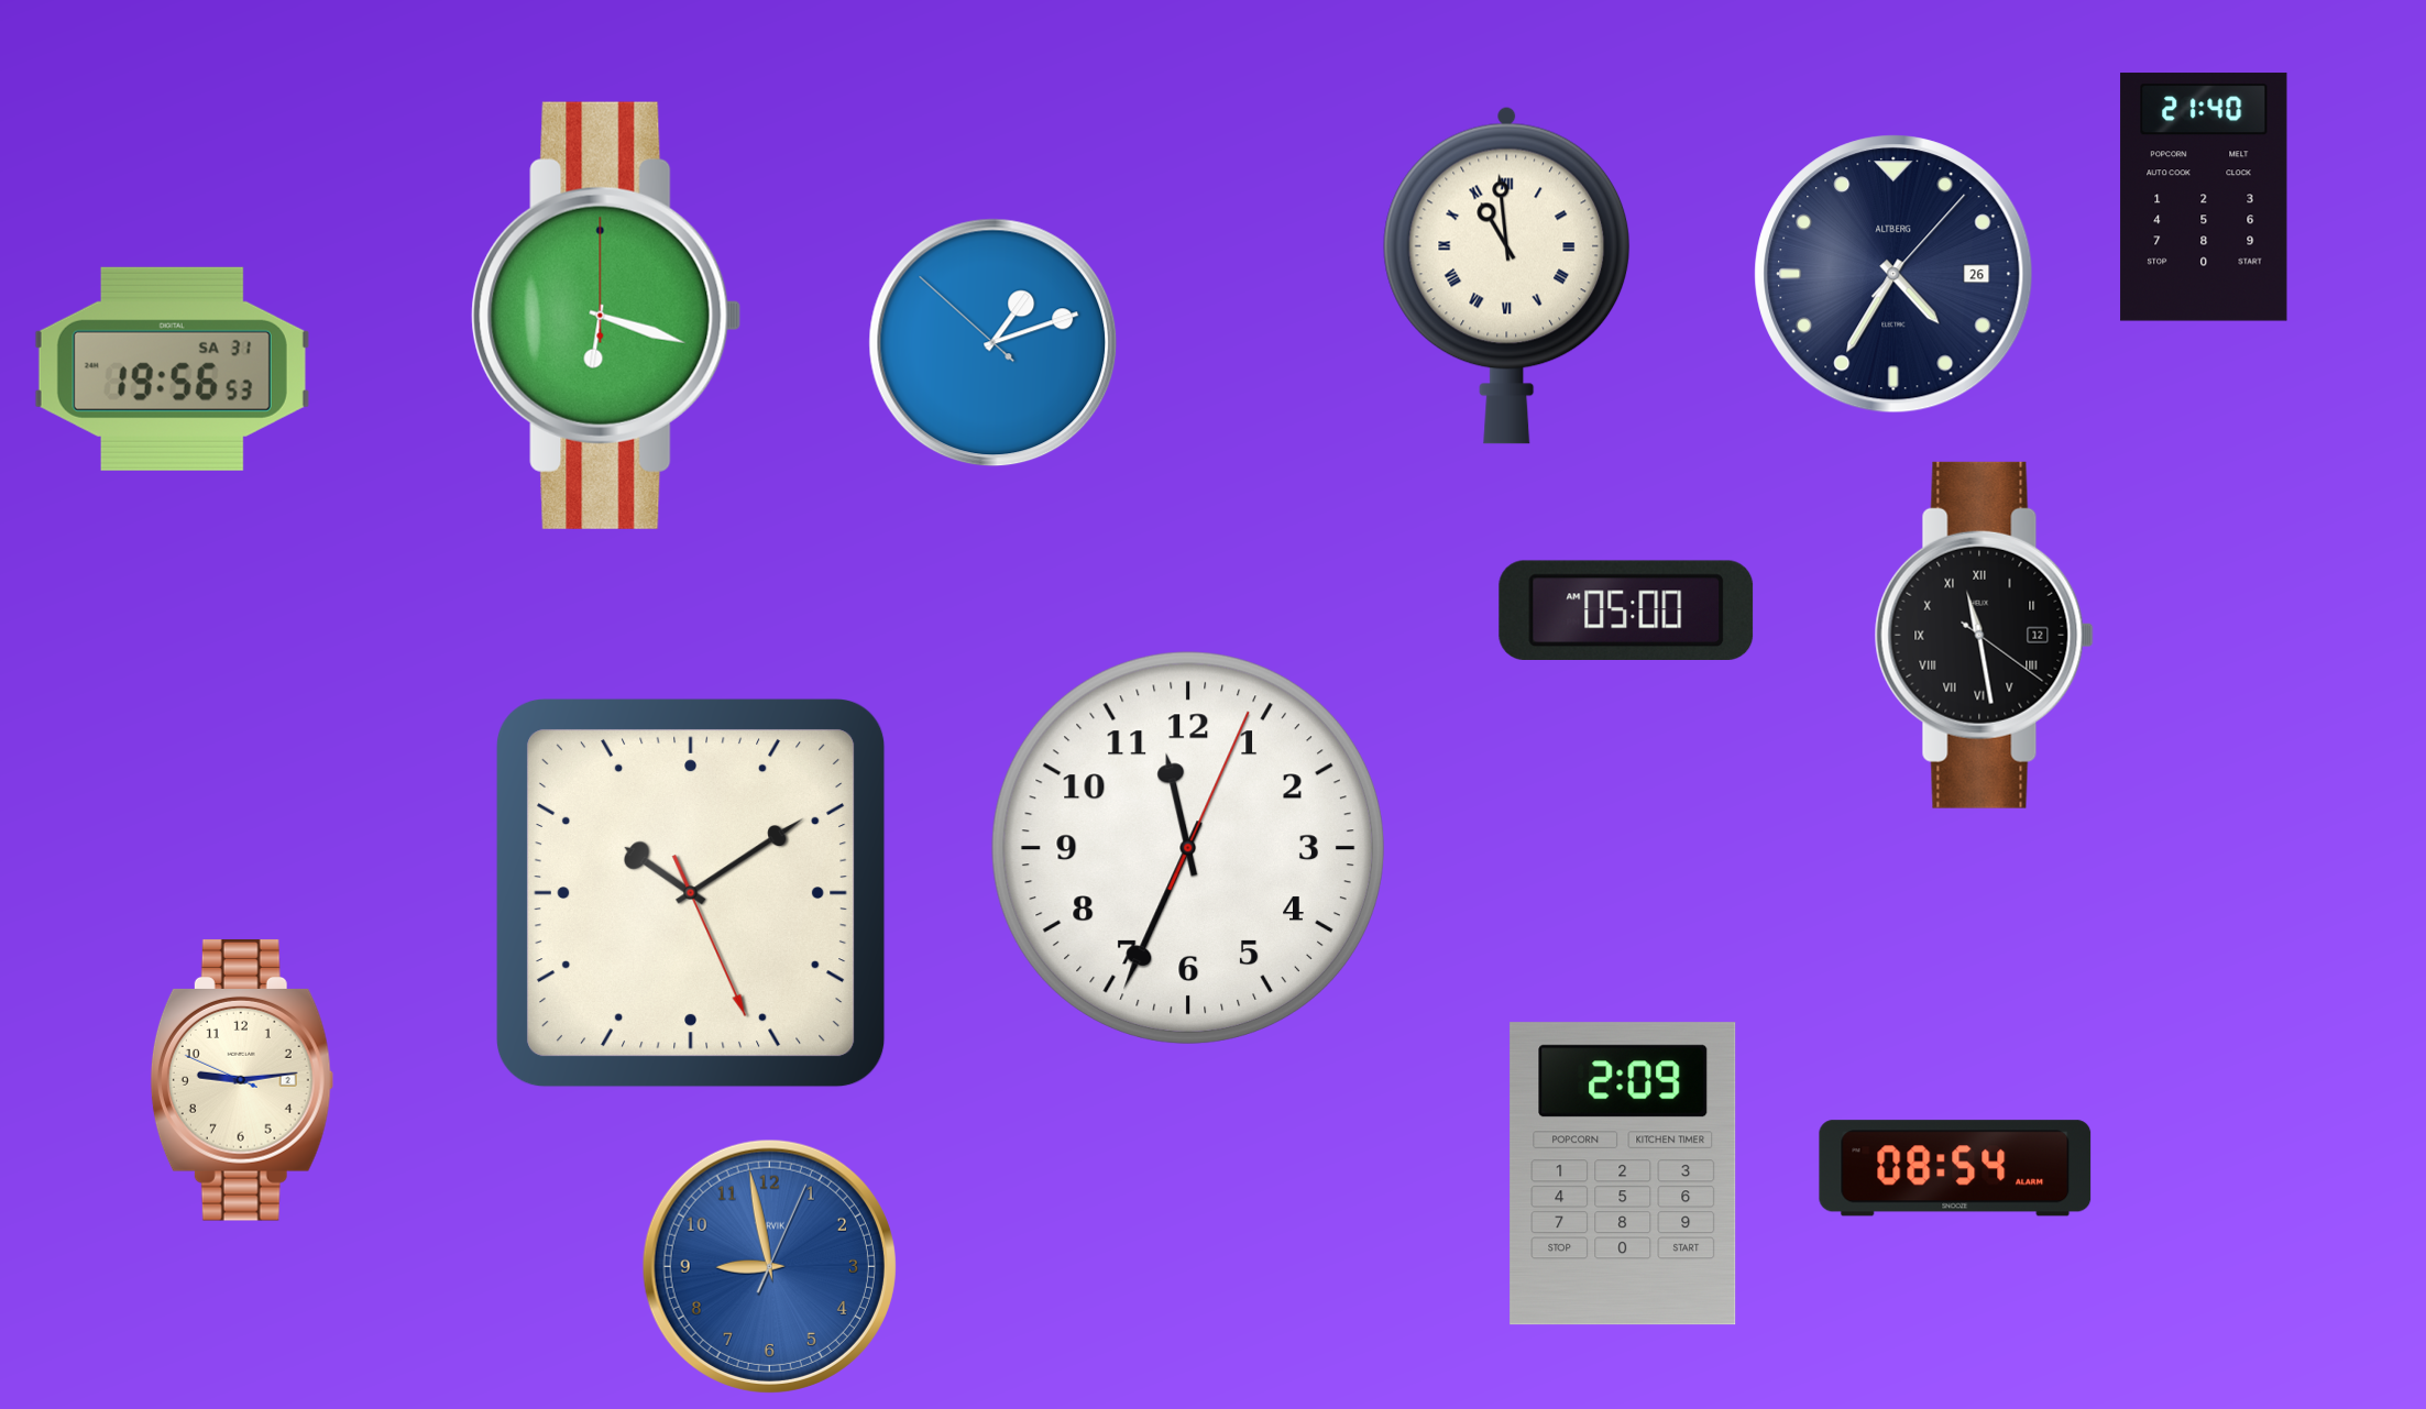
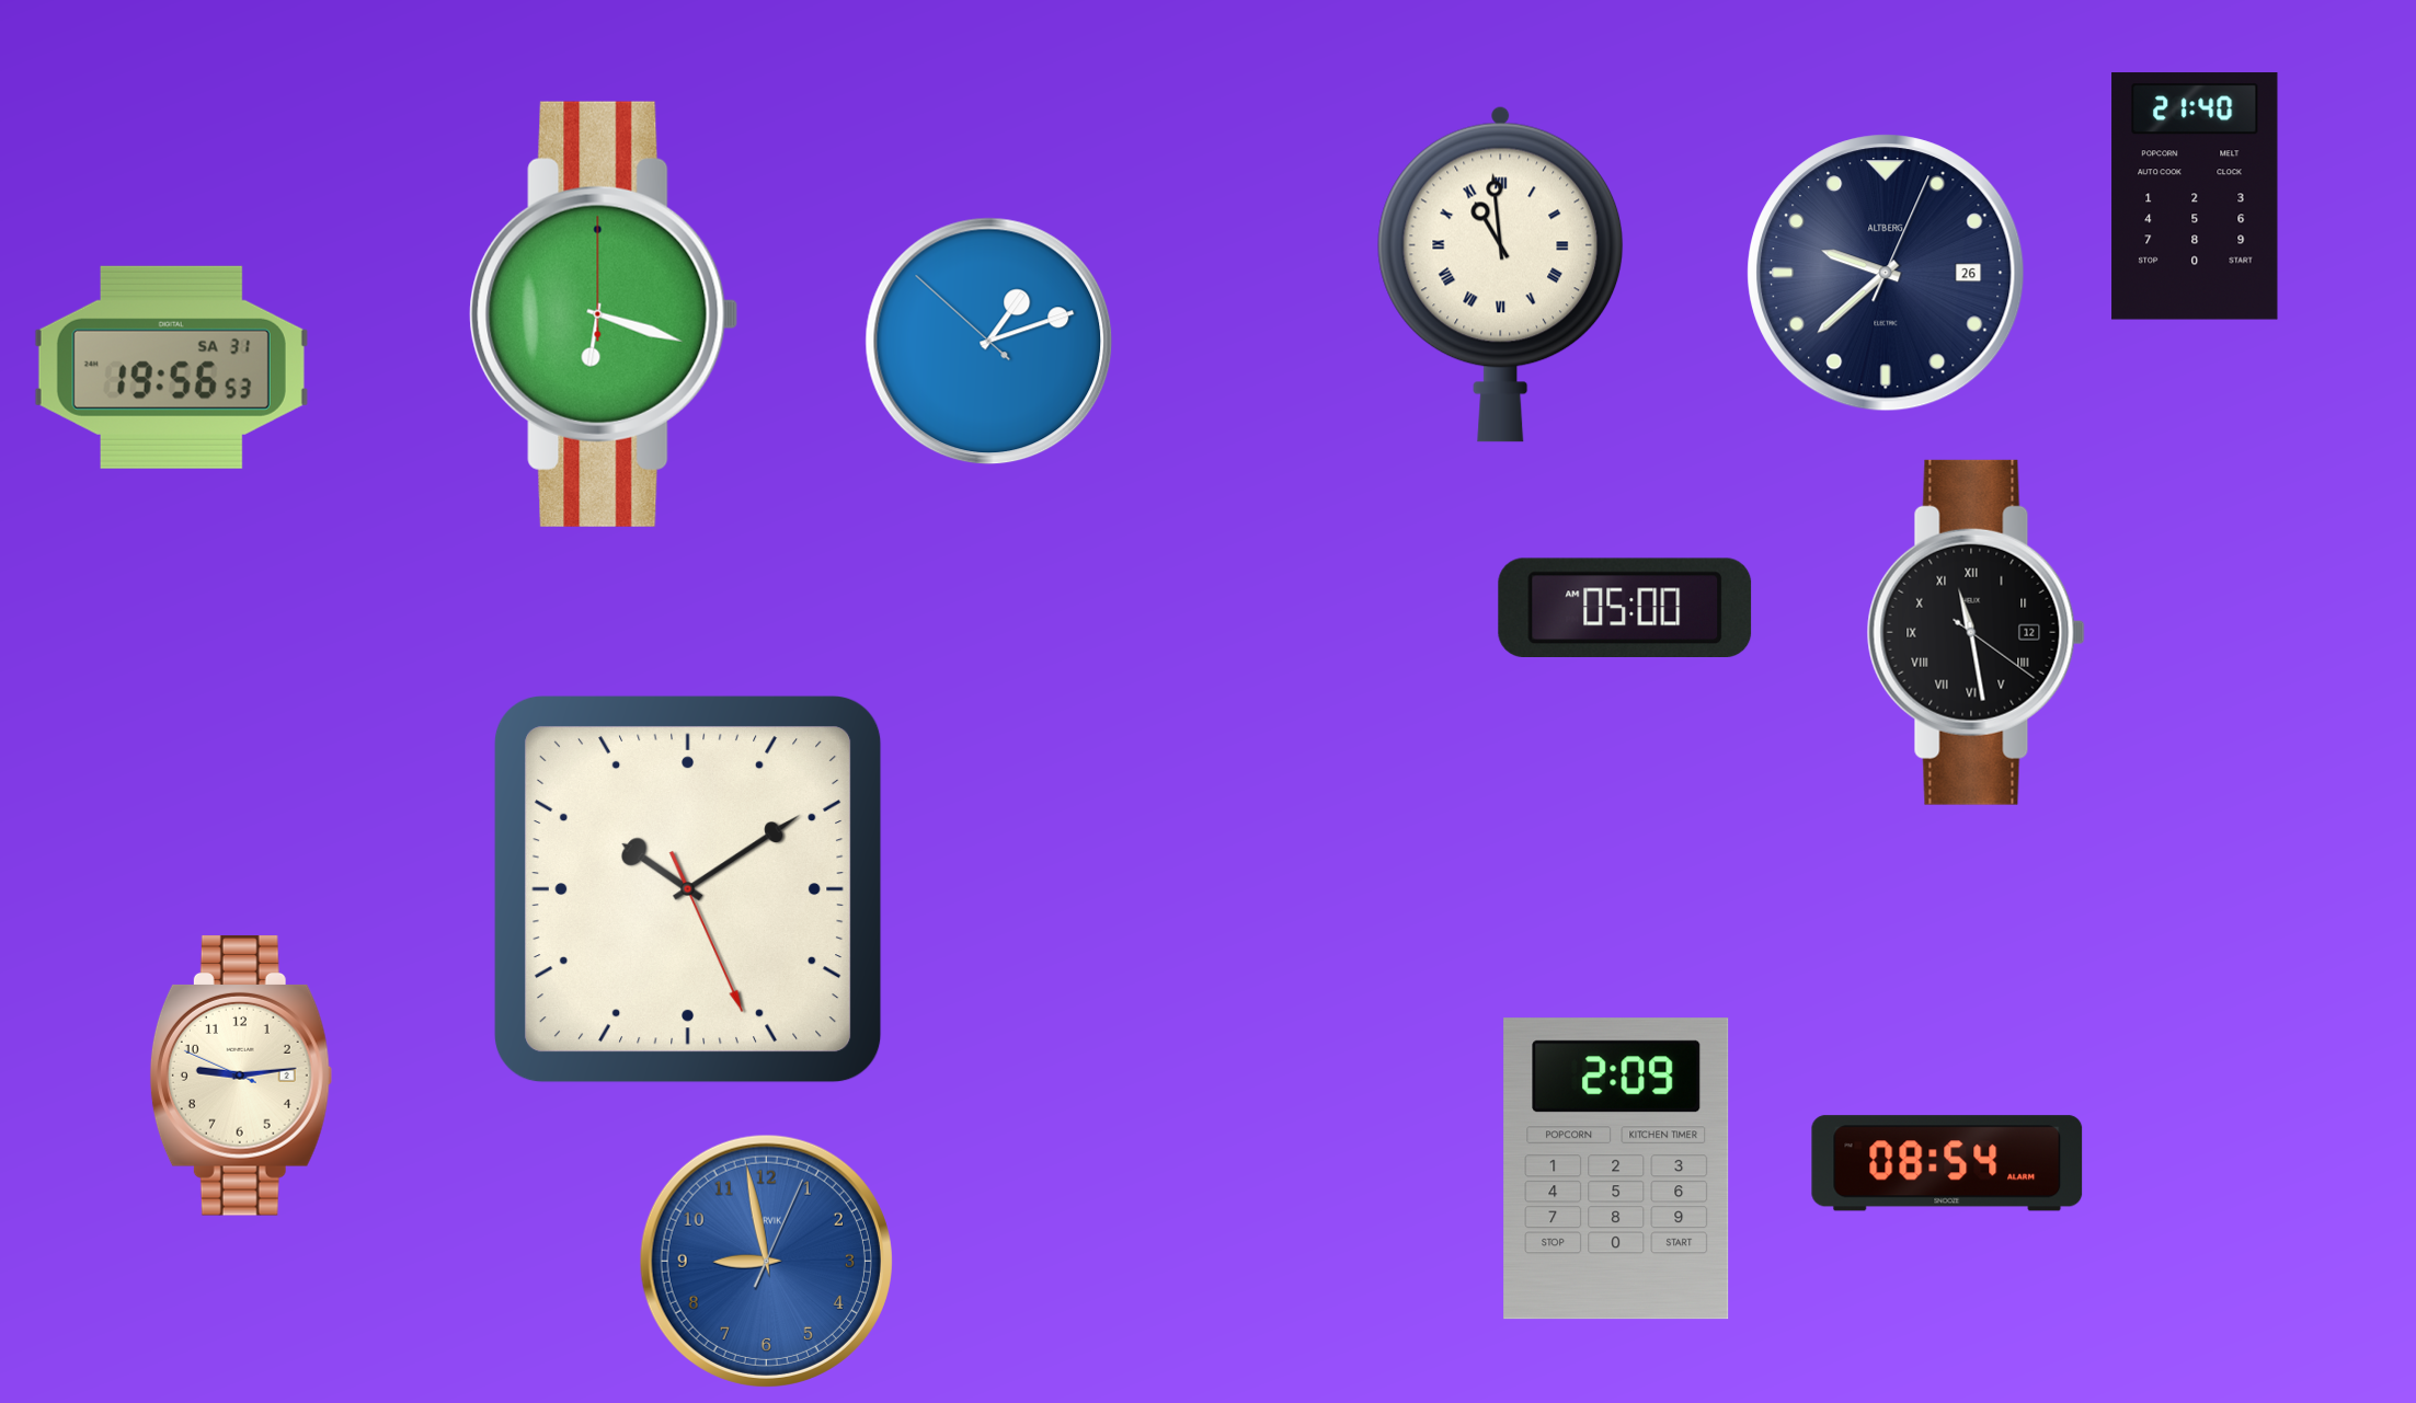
clock at (1893, 274): 4:35 -> 9:38
clock at (1626, 609) position: (1626, 609) -> (1625, 607)
clock at (1188, 848): 11:34 -> none
